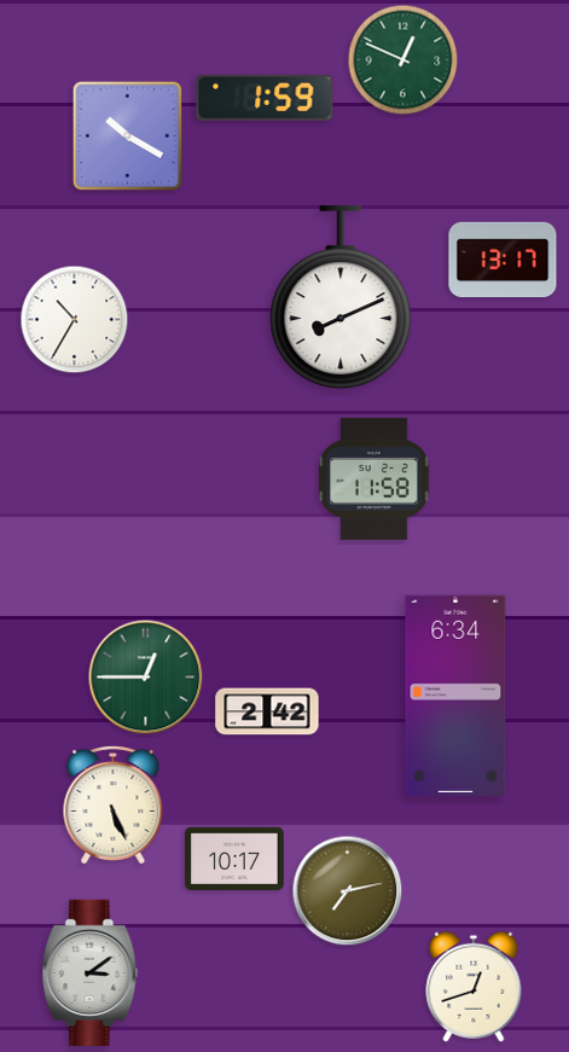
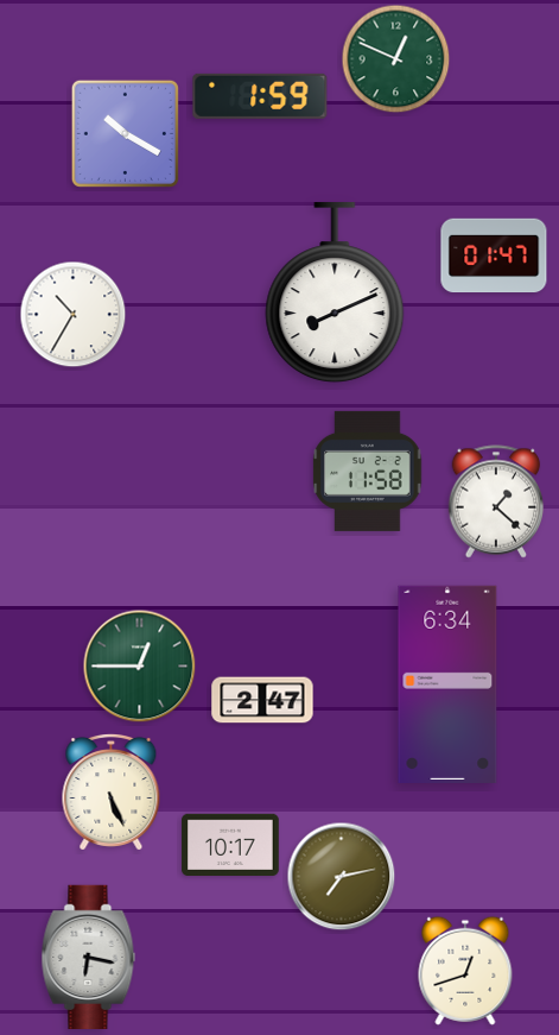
clock at (503, 260): 13:17 -> 01:47
clock at (496, 501): none -> 1:22
clock at (146, 678) position: (146, 678) -> (140, 667)
clock at (267, 711): 2:42 -> 2:47
clock at (91, 972): 3:09 -> 6:17
